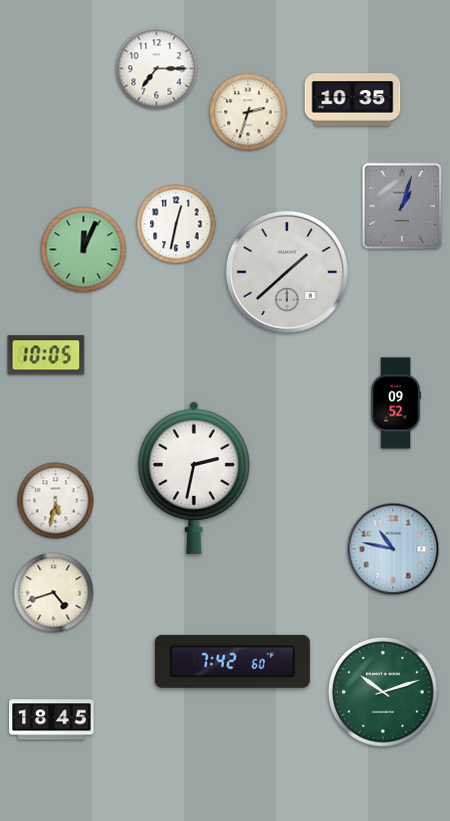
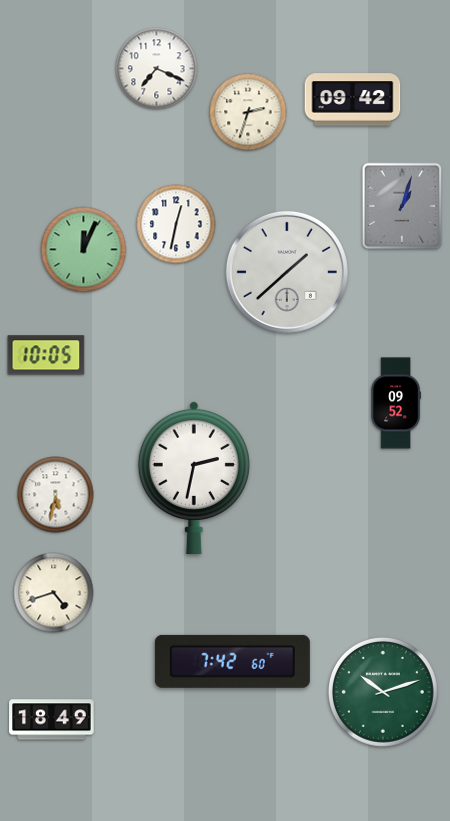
clock at (157, 69): 7:15 -> 7:19
clock at (353, 100): 10:35 -> 09:42
clock at (56, 501) position: (56, 501) -> (56, 495)
clock at (393, 549): 10:47 -> none
clock at (52, 720): 18:45 -> 18:49
